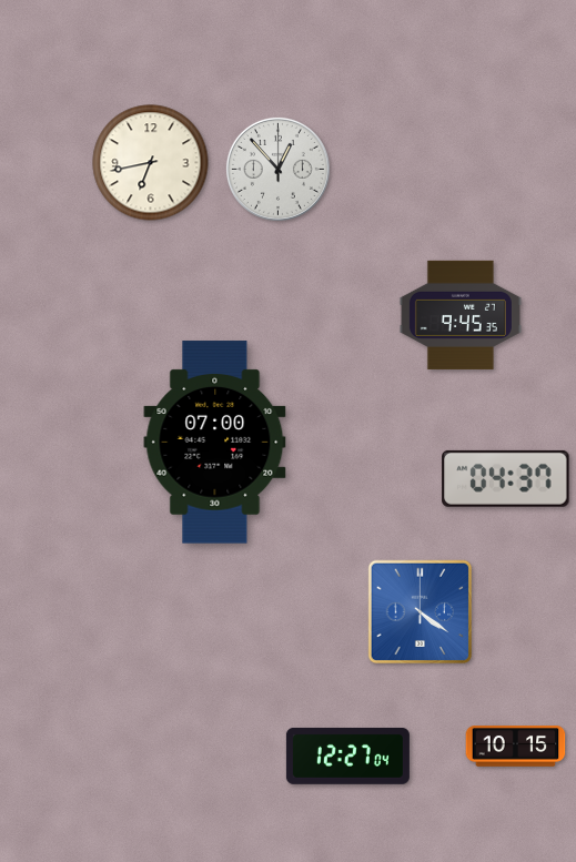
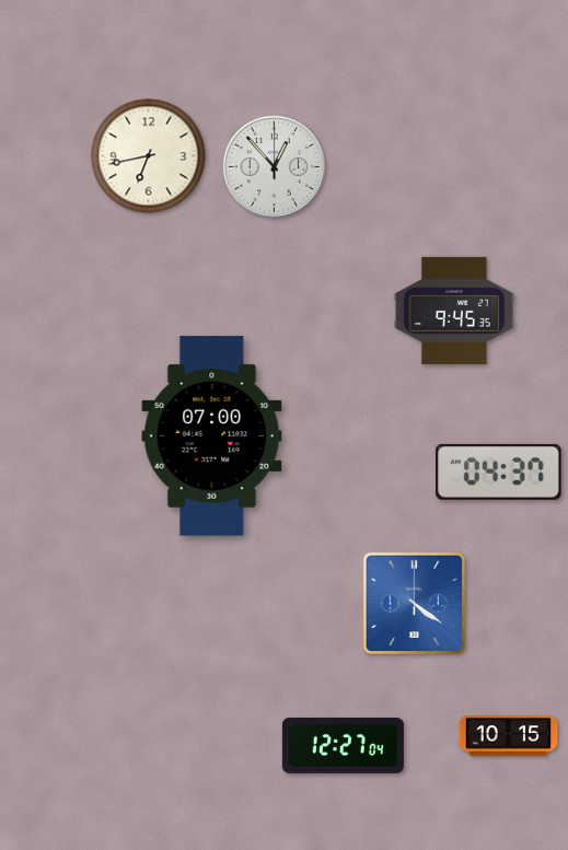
clock at (151, 163) position: (151, 163) -> (149, 156)
